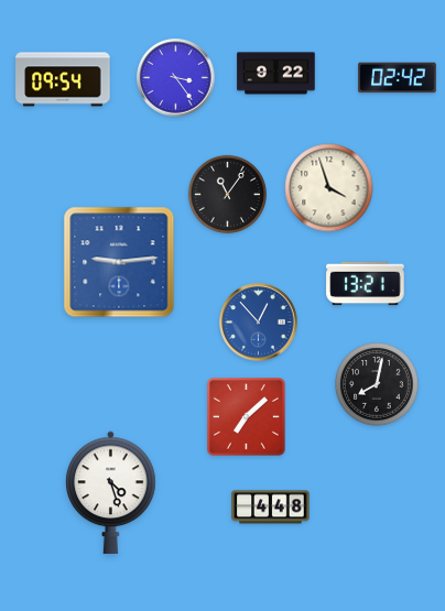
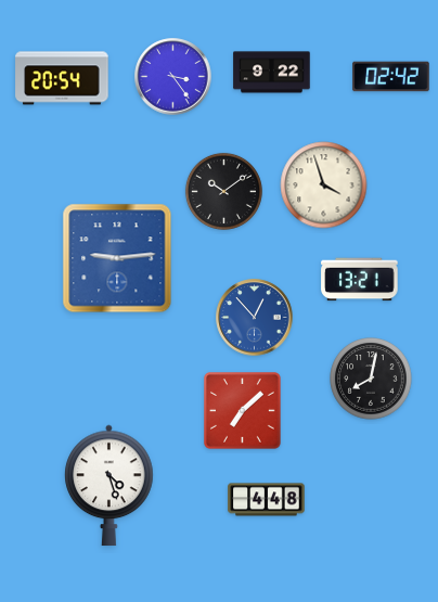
clock at (63, 79): 09:54 -> 20:54
clock at (227, 194): 11:06 -> 10:09
